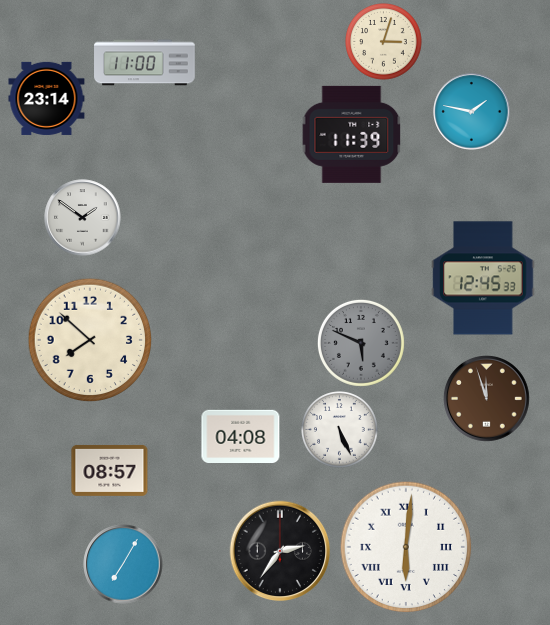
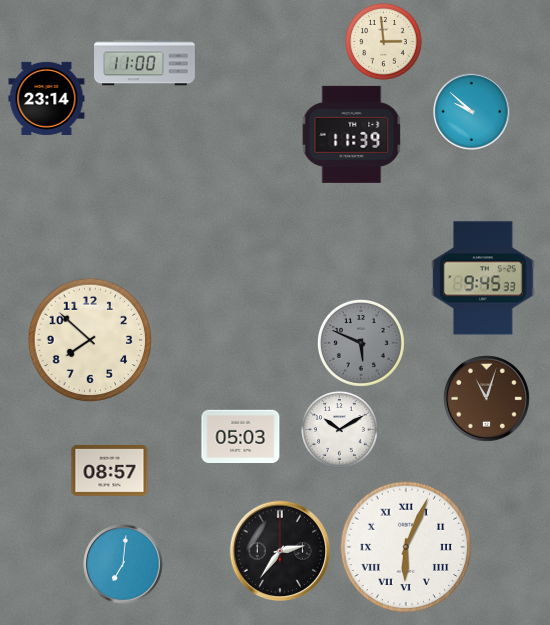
clock at (384, 42): 3:03 -> 2:59
clock at (472, 112): 1:47 -> 9:52
clock at (83, 218): 1:51 -> none
clock at (483, 278): 12:45 -> 9:45
clock at (487, 399): 11:57 -> 11:03
clock at (340, 430): 5:26 -> 10:10
clock at (241, 436): 04:08 -> 05:03
clock at (406, 547): 6:01 -> 6:04
clock at (123, 564): 7:05 -> 7:01
